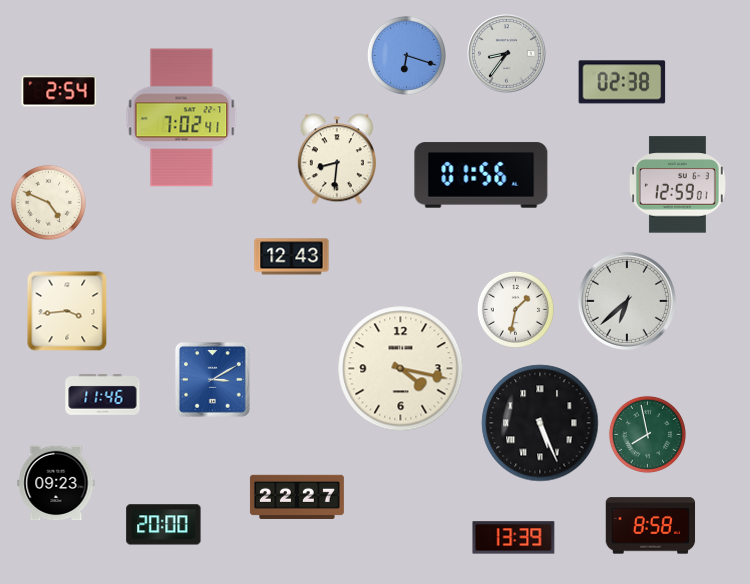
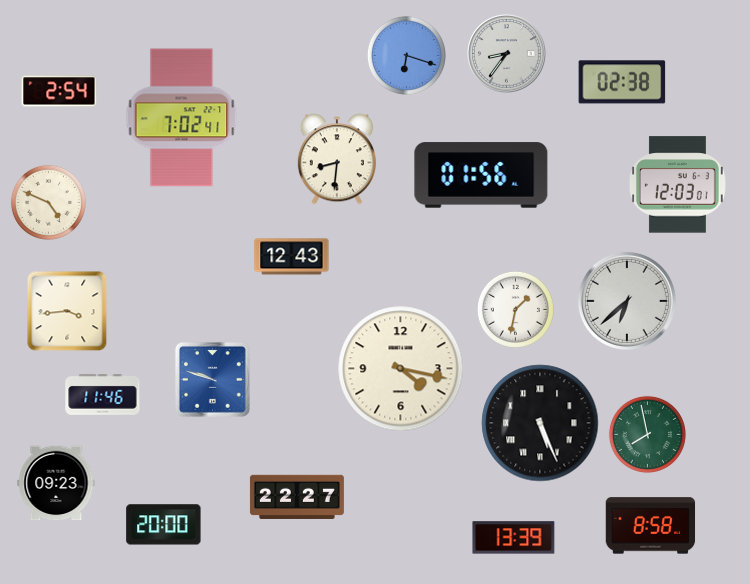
clock at (677, 185): 12:59 -> 12:03
clock at (212, 379): 3:10 -> 9:48
